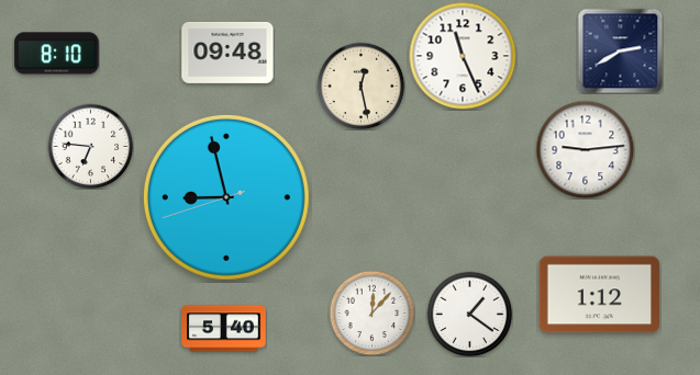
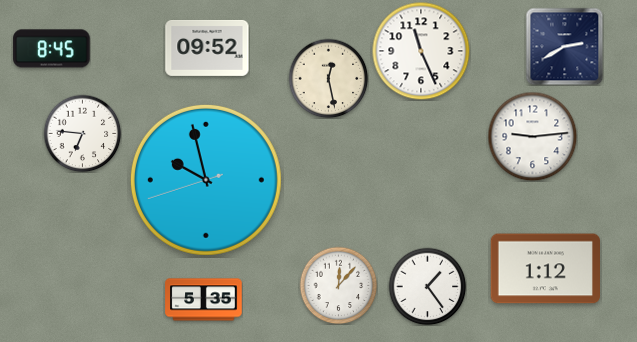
clock at (227, 53): 09:48 -> 09:52
clock at (57, 54): 8:10 -> 8:45
clock at (226, 197): 8:57 -> 9:57
clock at (469, 314): 1:21 -> 1:24
clock at (224, 329): 5:40 -> 5:35
